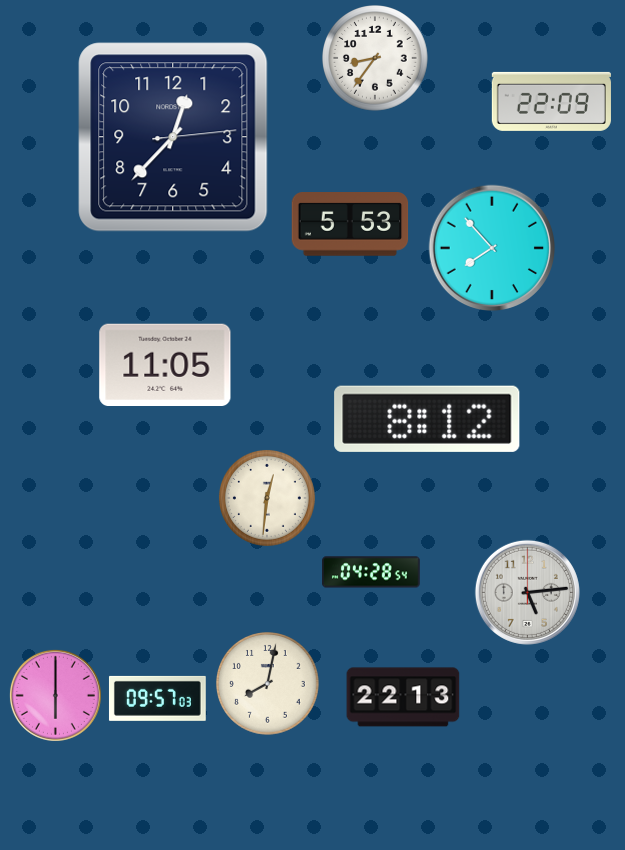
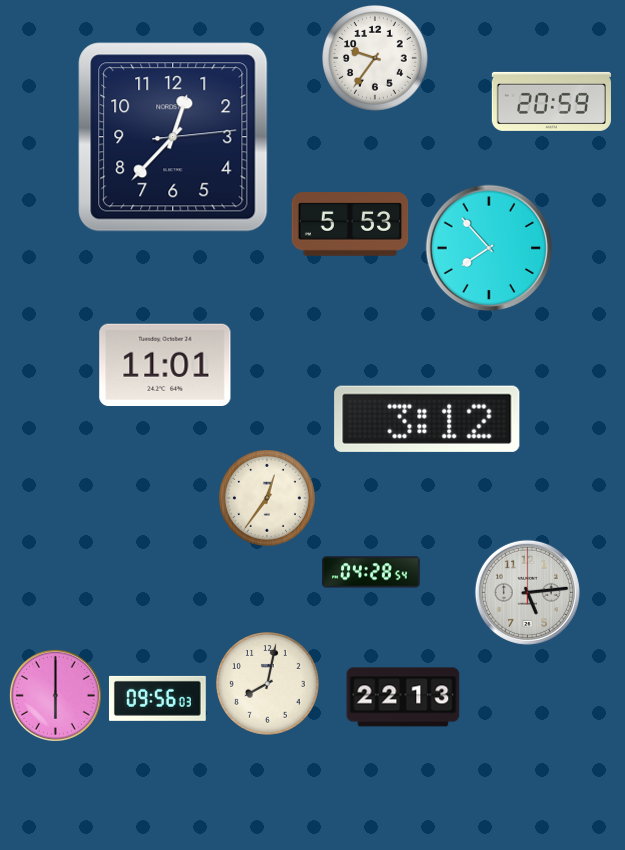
clock at (375, 58): 8:36 -> 9:36
clock at (551, 101): 22:09 -> 20:59
clock at (492, 248) position: (492, 248) -> (489, 248)
clock at (165, 364): 11:05 -> 11:01
clock at (427, 419): 8:12 -> 3:12
clock at (267, 498): 12:31 -> 12:36
clock at (157, 698): 09:57 -> 09:56
